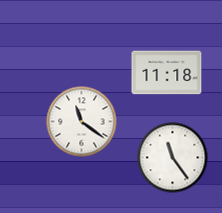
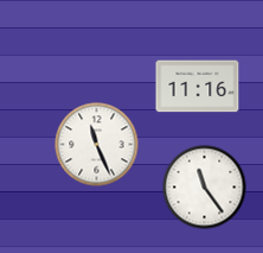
clock at (167, 73): 11:18 -> 11:16
clock at (82, 122): 11:21 -> 11:26
